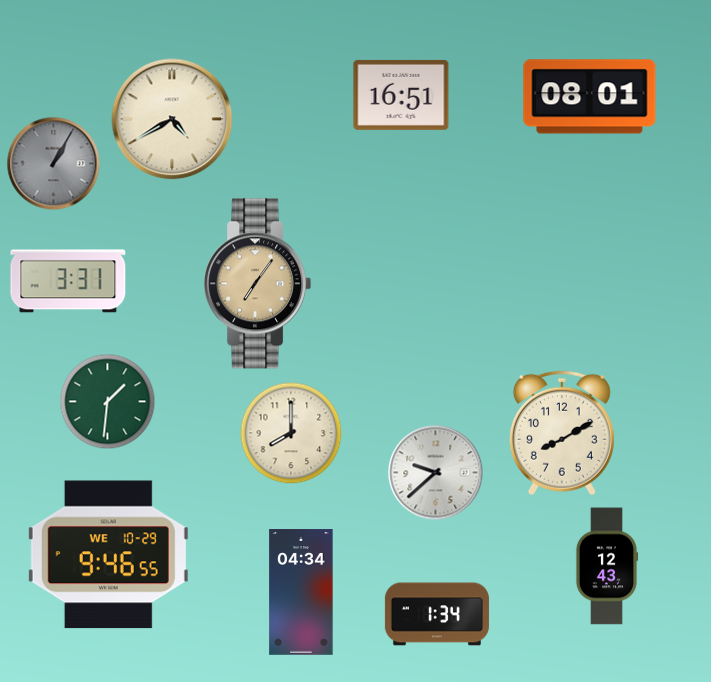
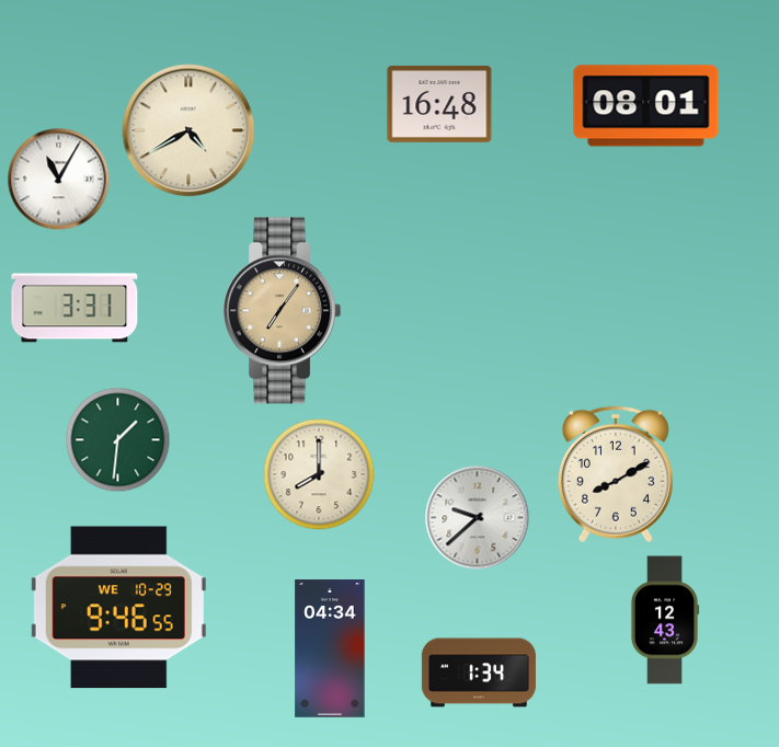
clock at (401, 95): 16:51 -> 16:48
clock at (54, 164): 1:05 -> 11:05
clock at (54, 164) dial: grey -> white
